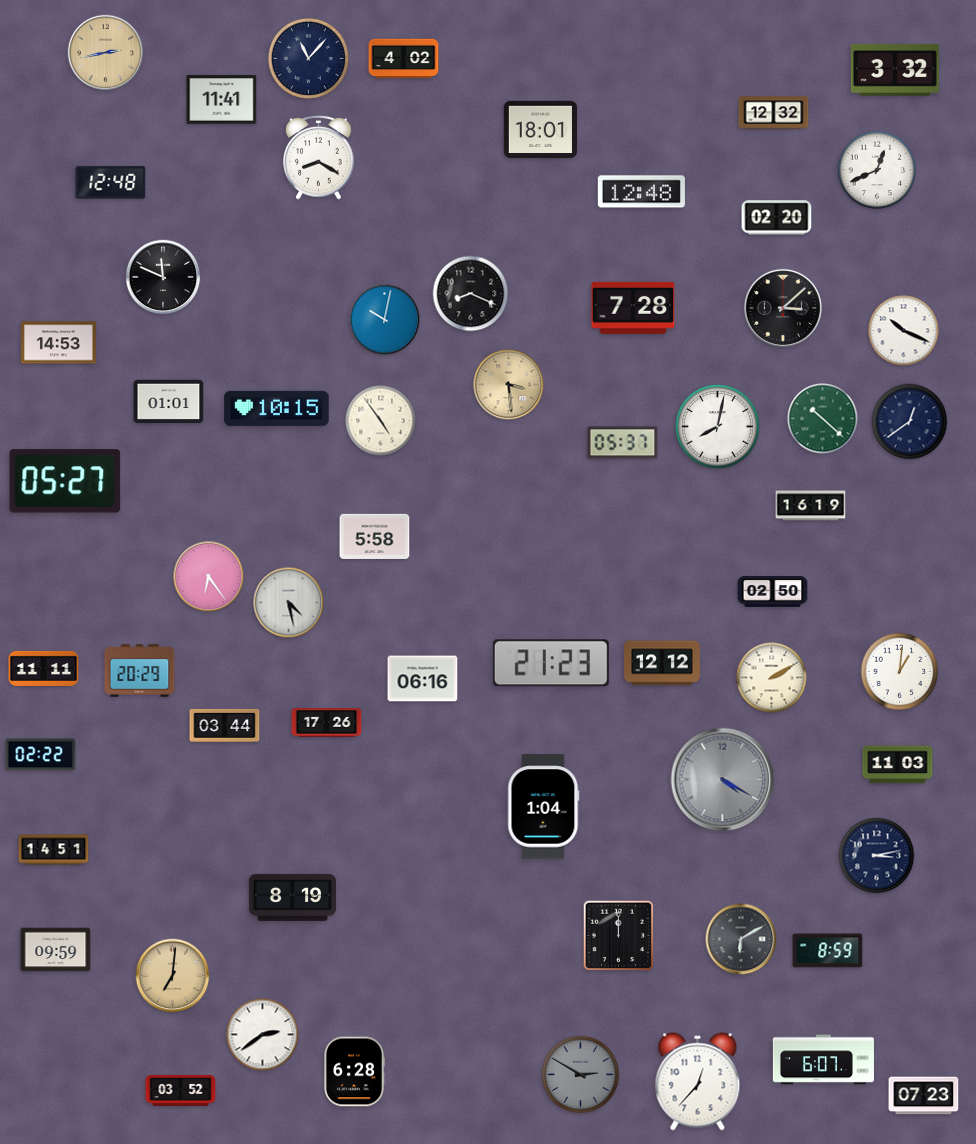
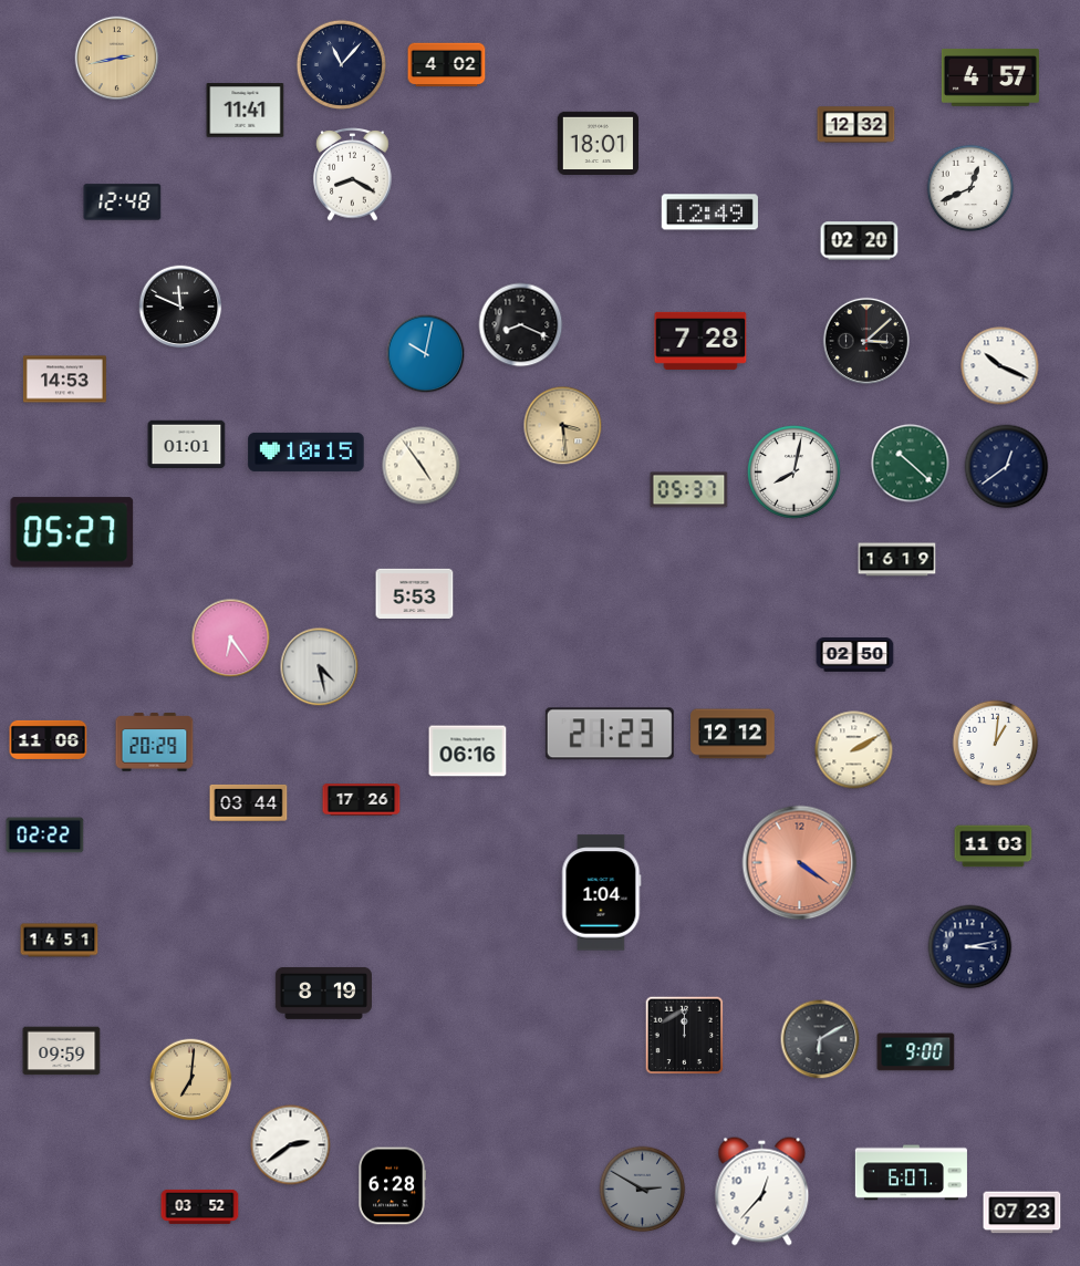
clock at (895, 71): 3:32 -> 4:57
clock at (641, 192): 12:48 -> 12:49
clock at (375, 536): 5:58 -> 5:53
clock at (44, 668): 11:11 -> 11:06
clock at (723, 780): 4:20 -> 4:21
clock at (723, 780) dial: grey -> salmon
clock at (828, 951): 8:59 -> 9:00
clock at (698, 1082) position: (698, 1082) -> (762, 1192)
